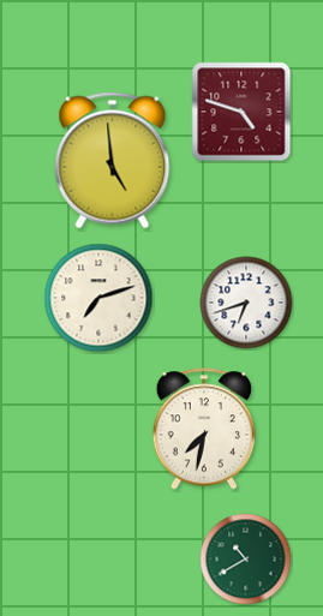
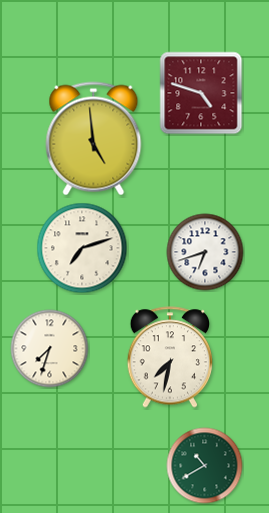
clock at (113, 161) position: (113, 161) -> (94, 139)
clock at (50, 349): none -> 7:33
